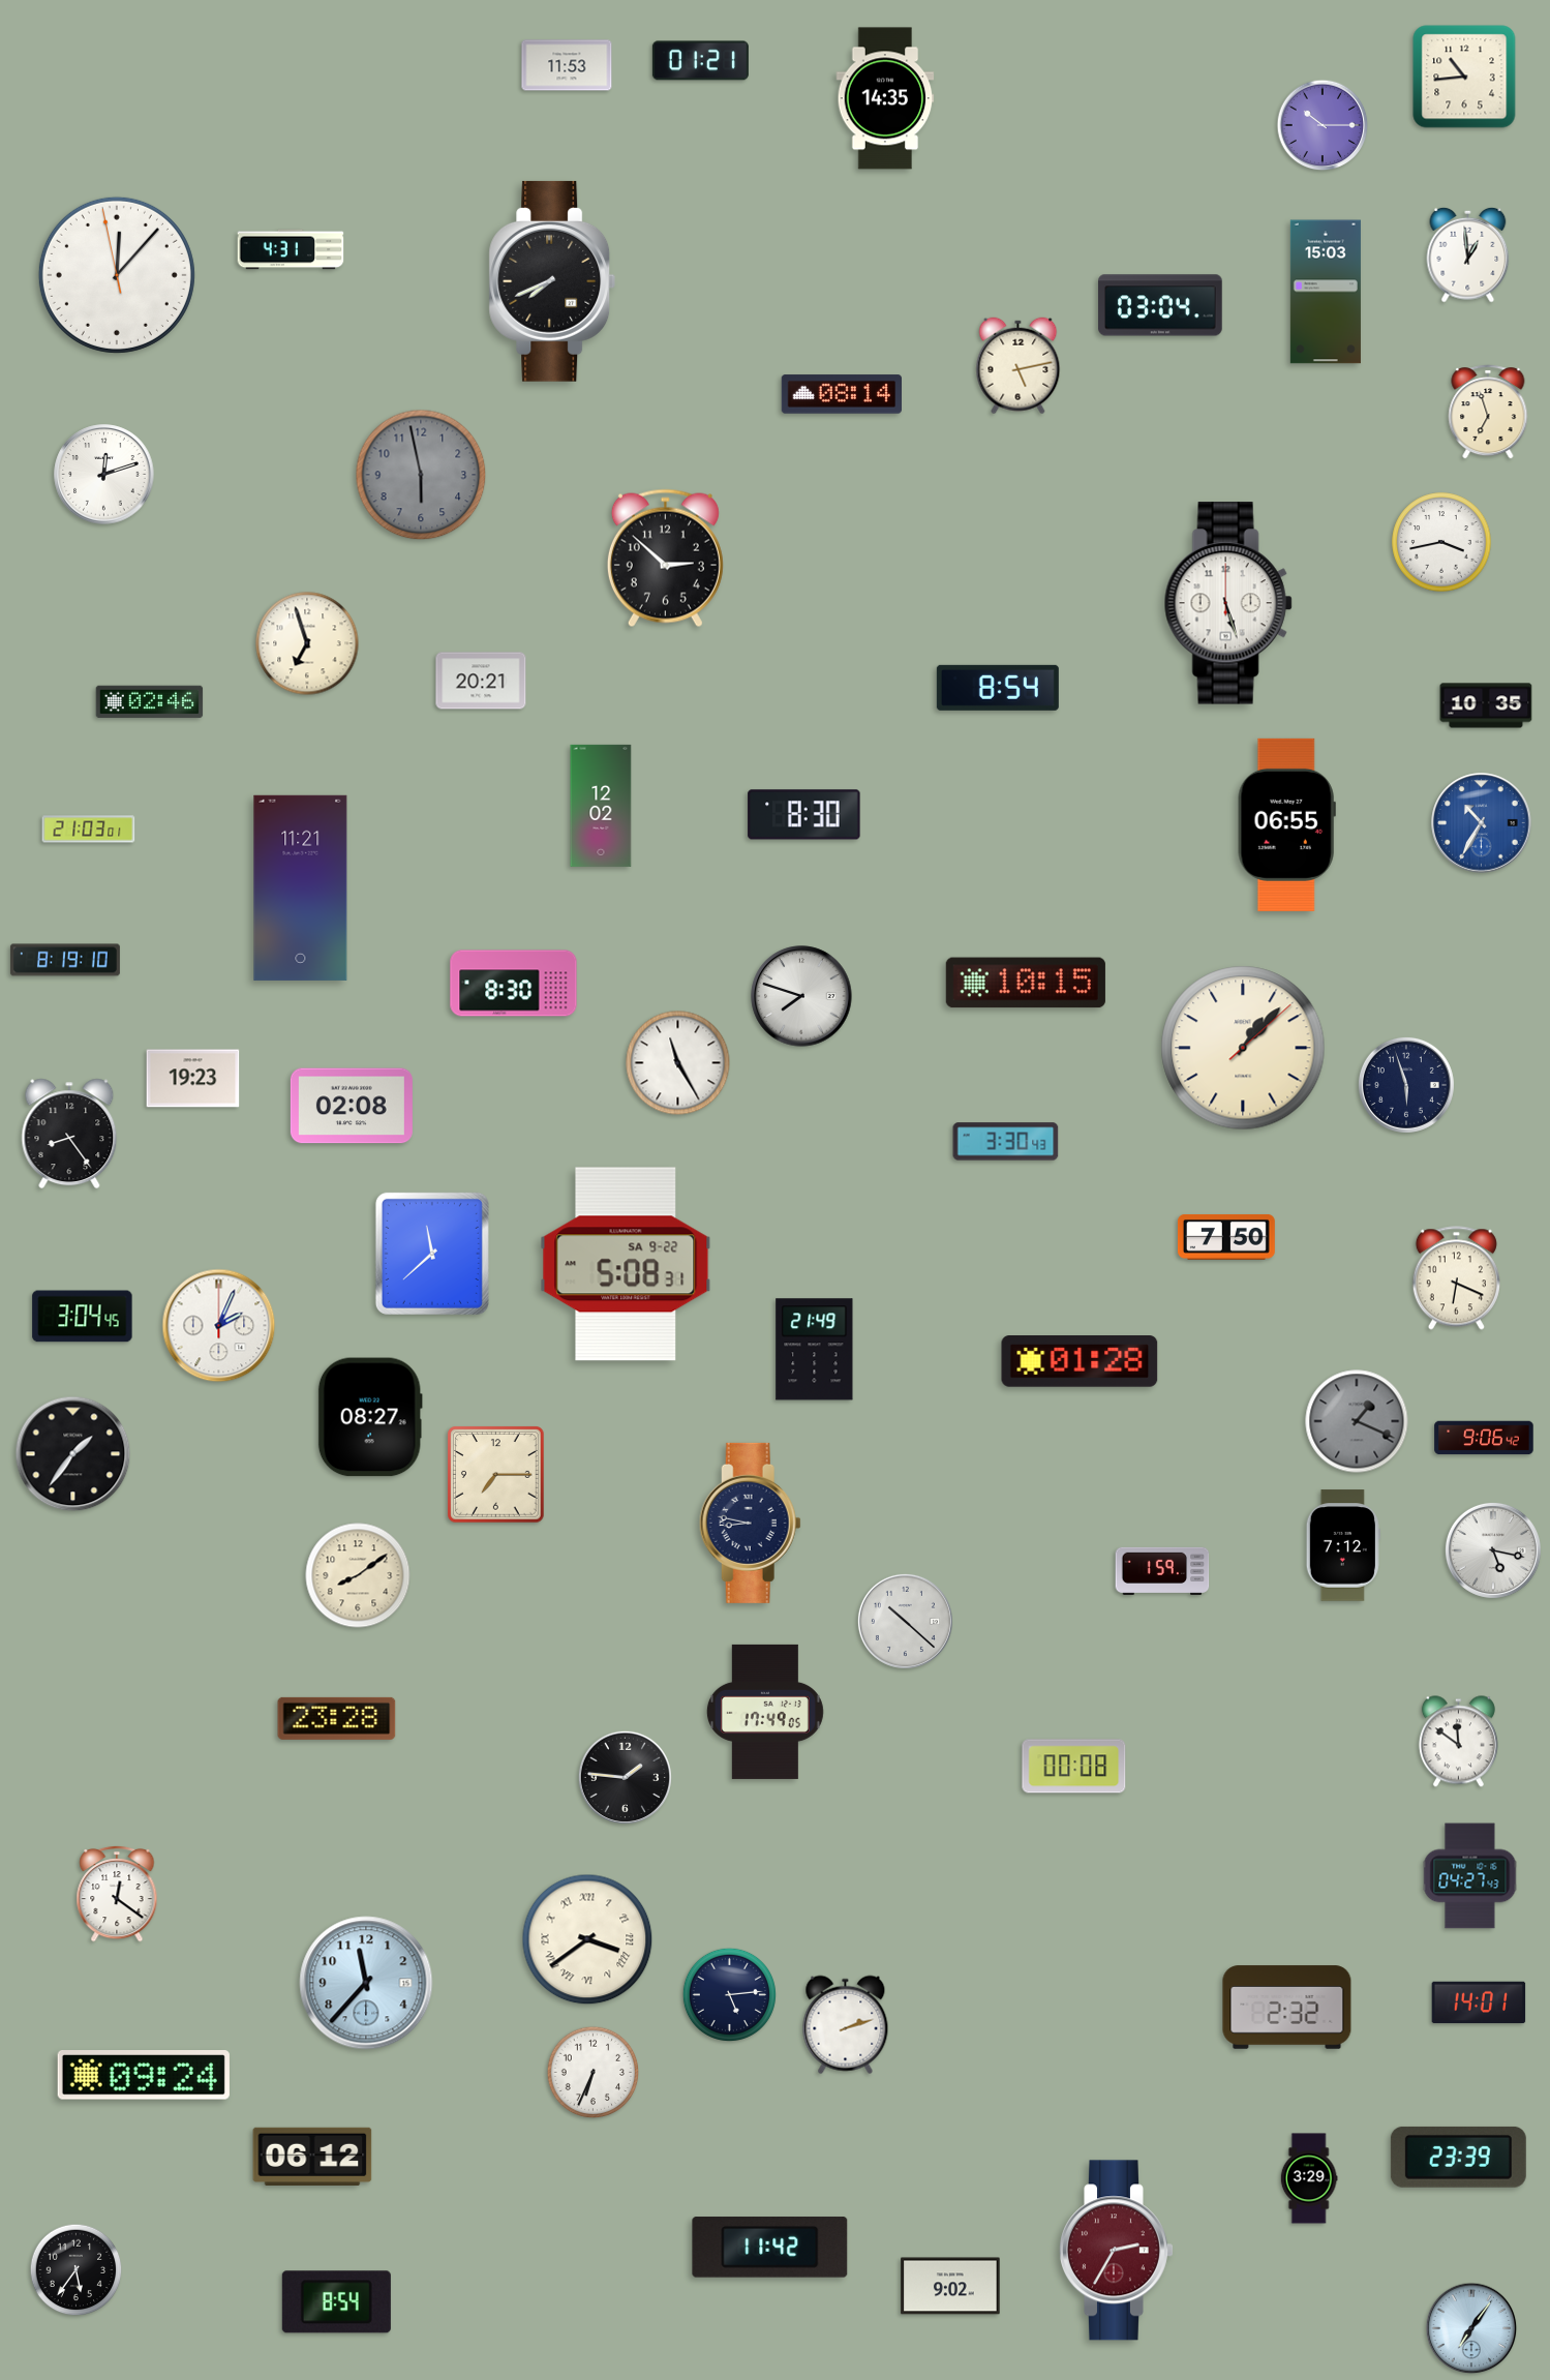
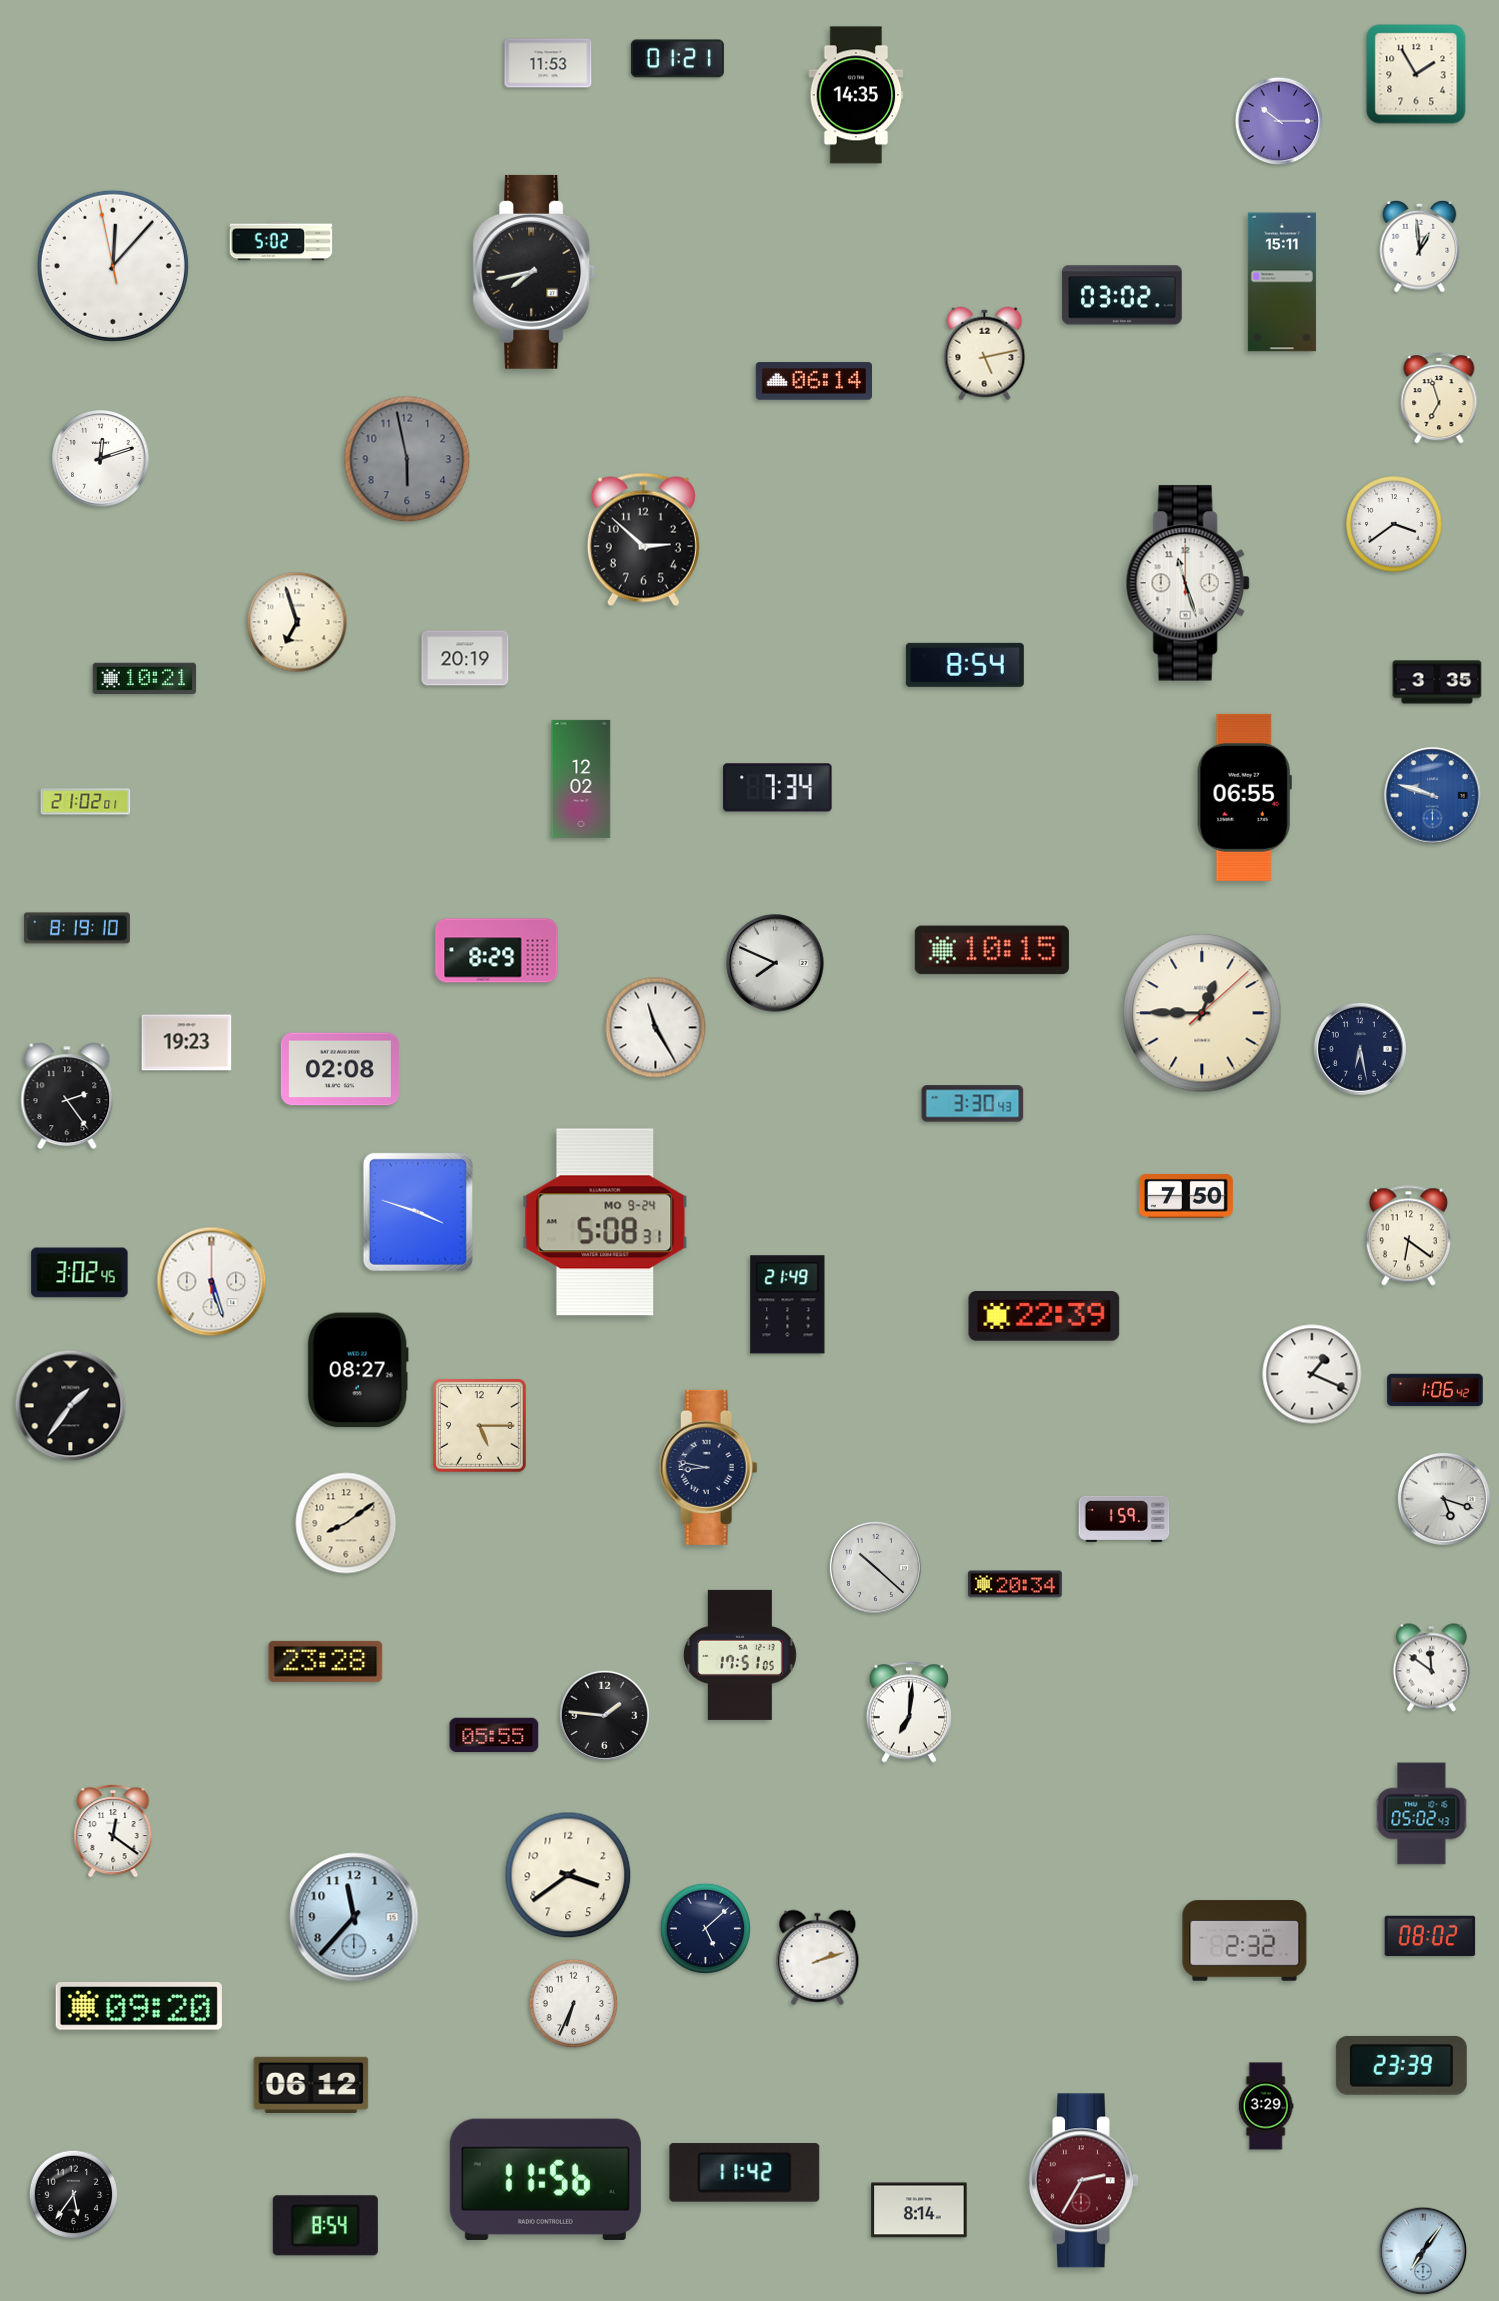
clock at (1464, 77): 10:44 -> 1:55
clock at (291, 249): 4:31 -> 5:02
clock at (552, 281): 7:41 -> 7:43
clock at (1326, 292): 15:03 -> 15:11
clock at (1160, 305): 03:04 -> 03:02
clock at (841, 394): 08:14 -> 06:14
clock at (1441, 542): 3:43 -> 3:39
clock at (1228, 603): 5:27 -> 11:27
clock at (481, 681): 20:21 -> 20:19
clock at (150, 702): 02:46 -> 10:21
clock at (1486, 705): 10:35 -> 3:35
clock at (804, 815): 8:30 -> 7:34
clock at (1482, 823): 10:35 -> 9:48
clock at (89, 830): 21:03 -> 21:02
clock at (301, 887): 11:21 -> none
clock at (65, 960) position: (65, 960) -> (77, 928)
clock at (514, 984): 8:30 -> 8:29
clock at (801, 996): 7:48 -> 7:49
clock at (1243, 1048): 1:07 -> 12:45
clock at (1406, 1085): 5:57 -> 6:28
clock at (69, 1134): 8:24 -> 2:24
clock at (432, 1254): 11:38 -> 3:48
clock at (626, 1264) date: SA 9-22 -> MO 9-24
clock at (1456, 1278): 6:19 -> 6:21
clock at (83, 1317): 3:04 -> 3:02
clock at (219, 1326): 2:04 -> 5:27
clock at (1080, 1362): 01:28 -> 22:39
clock at (1357, 1421) dial: grey -> white
clock at (1484, 1438): 9:06 -> 1:06
clock at (496, 1475): 7:15 -> 5:15
clock at (750, 1523) position: (750, 1523) -> (708, 1467)
clock at (1343, 1545): 7:12 -> none
clock at (1493, 1550): 5:17 -> 5:18
clock at (1015, 1584): none -> 20:34
clock at (765, 1712): 17:49 -> 17:51
clock at (1458, 1742) position: (1458, 1742) -> (1431, 1668)
clock at (1074, 1767): 00:08 -> none
clock at (909, 1712): none -> 7:01
clock at (625, 1777) position: (625, 1777) -> (604, 1715)
clock at (494, 1735): none -> 05:55
clock at (1470, 1876): 04:27 -> 05:02
clock at (587, 1939) numerals: Roman -> Arabic
clock at (729, 1994): 5:14 -> 5:08
clock at (1479, 2002): 14:01 -> 08:02
clock at (144, 2076): 09:24 -> 09:20
clock at (312, 2156) position: (312, 2156) -> (311, 2084)
clock at (1458, 2157) position: (1458, 2157) -> (1401, 2065)
clock at (1116, 2251) position: (1116, 2251) -> (1083, 2181)
clock at (545, 2179): none -> 11:56
clock at (950, 2286): 9:02 -> 8:14
